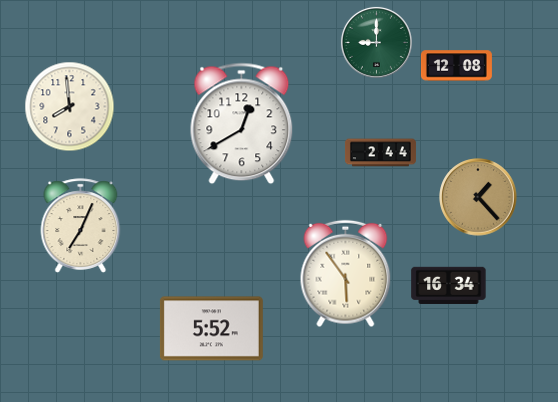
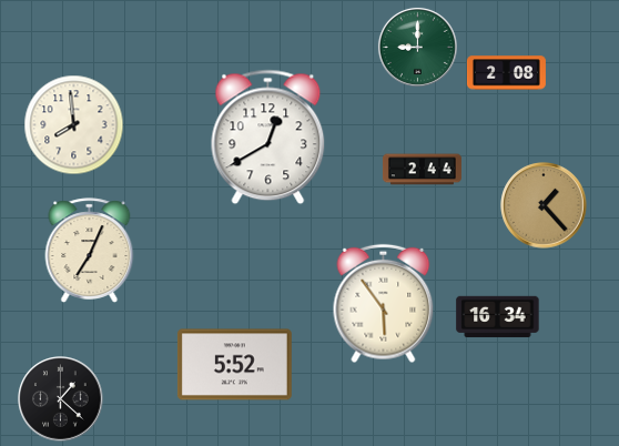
clock at (456, 66): 12:08 -> 2:08
clock at (70, 107) position: (70, 107) -> (74, 125)
clock at (478, 197) position: (478, 197) -> (544, 205)
clock at (61, 399): none -> 1:22
